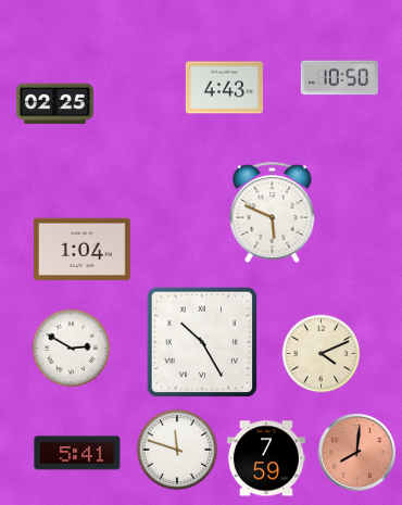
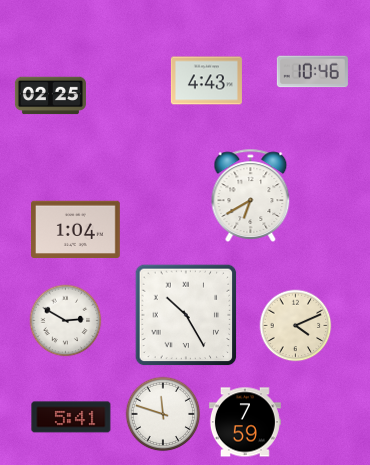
clock at (339, 78): 10:50 -> 10:46
clock at (273, 212): 5:49 -> 6:40
clock at (356, 452): 8:01 -> none
